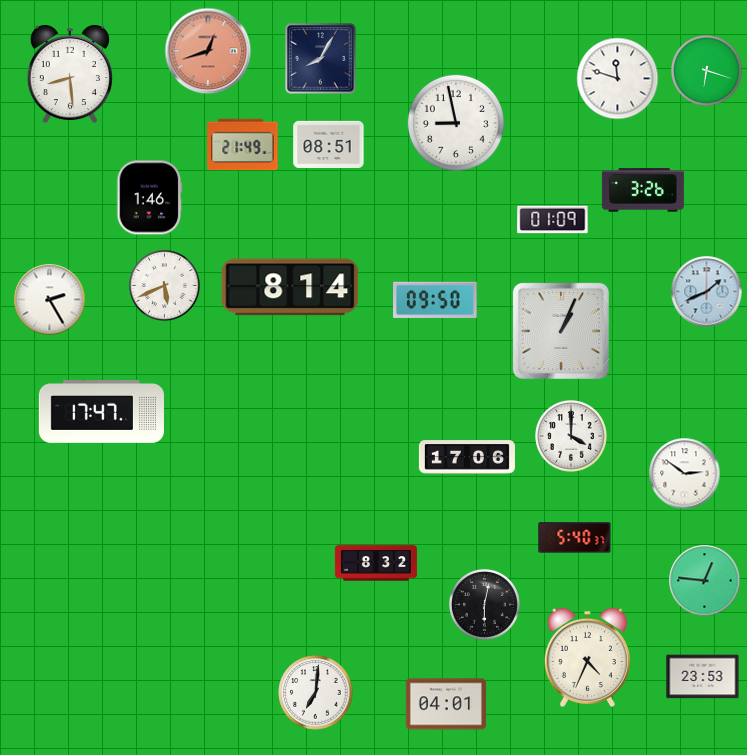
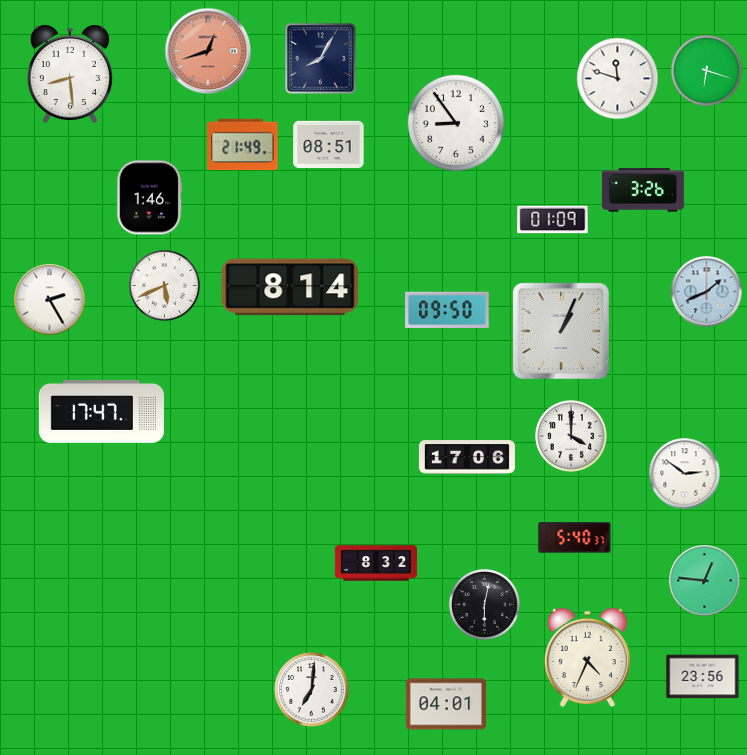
clock at (456, 123): 8:58 -> 8:54
clock at (435, 300) position: (435, 300) -> (447, 310)
clock at (703, 677): 23:53 -> 23:56
clock at (316, 693) position: (316, 693) -> (312, 690)
